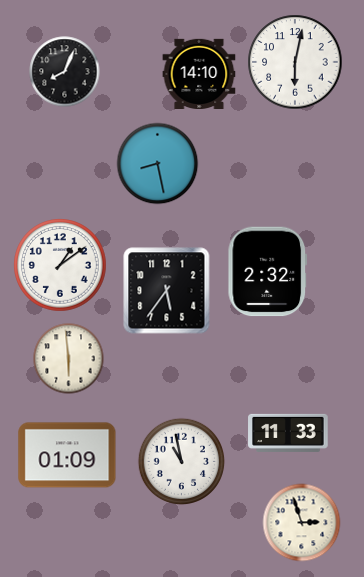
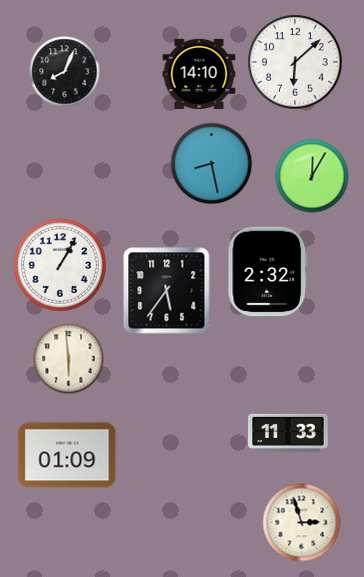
clock at (295, 62): 6:02 -> 6:08
clock at (158, 164) position: (158, 164) -> (212, 164)
clock at (312, 176): none -> 12:05
clock at (60, 265): 1:09 -> 1:05
clock at (182, 462): 10:58 -> none
